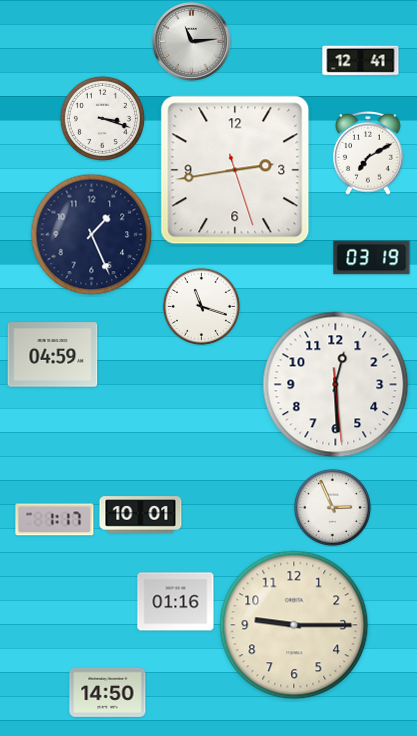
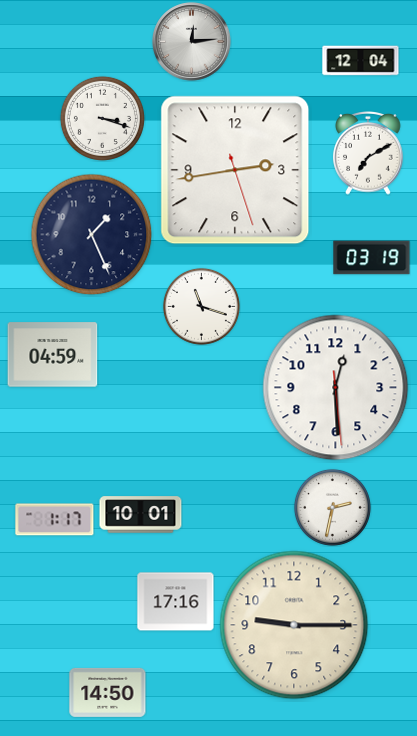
clock at (192, 42): 11:14 -> 12:14
clock at (361, 61): 12:41 -> 12:04
clock at (336, 385) position: (336, 385) -> (336, 388)
clock at (332, 507): 2:56 -> 2:32
clock at (176, 602): 01:16 -> 17:16
